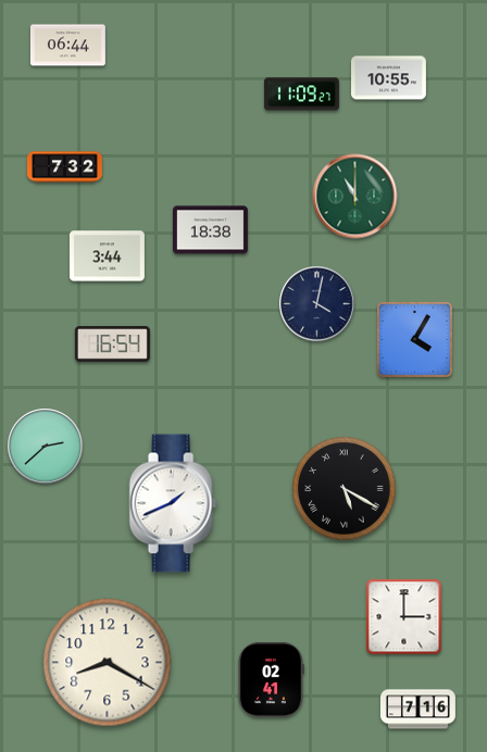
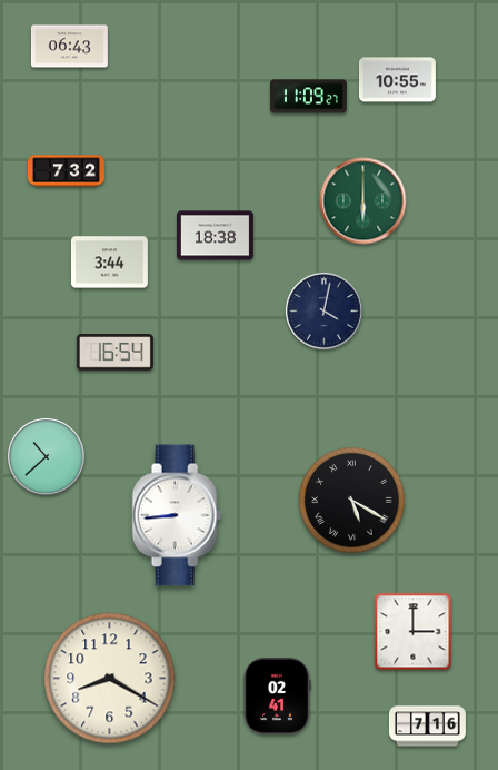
clock at (67, 46): 06:44 -> 06:43
clock at (355, 197): 11:00 -> 6:00
clock at (414, 339): 4:05 -> none
clock at (46, 447): 2:38 -> 10:38
clock at (173, 503): 1:41 -> 8:44
